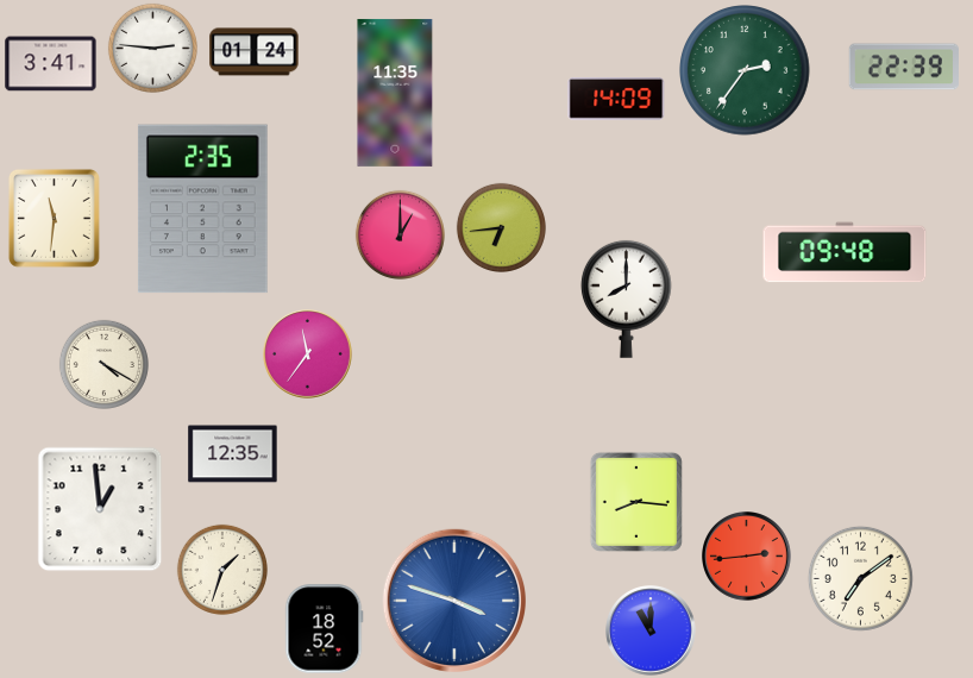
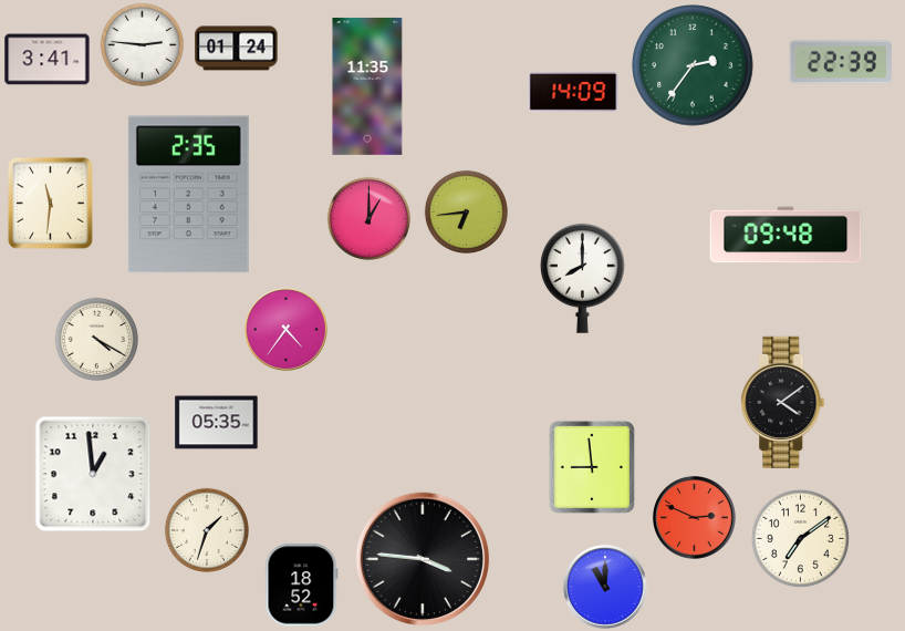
clock at (400, 234) position: (400, 234) -> (368, 218)
clock at (308, 354): 11:36 -> 4:36
clock at (783, 402): none -> 4:09
clock at (233, 454): 12:35 -> 05:35
clock at (636, 502): 8:16 -> 8:59
clock at (747, 557): 2:44 -> 2:49
clock at (453, 599): 3:48 -> 3:46
clock at (453, 599) dial: blue -> black
